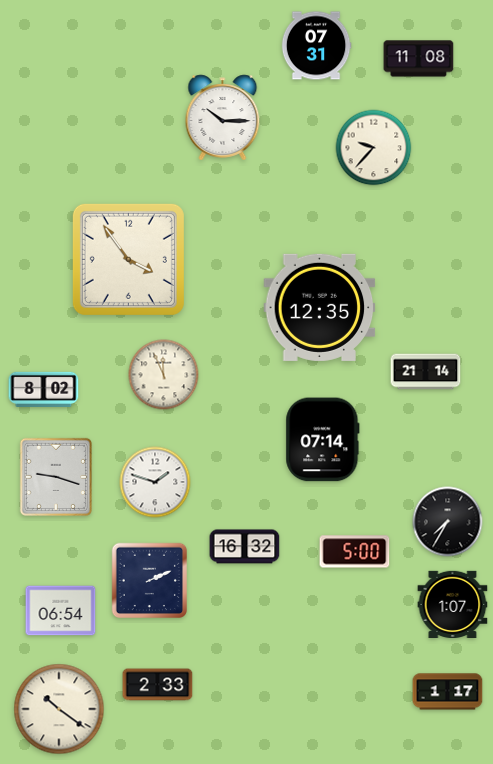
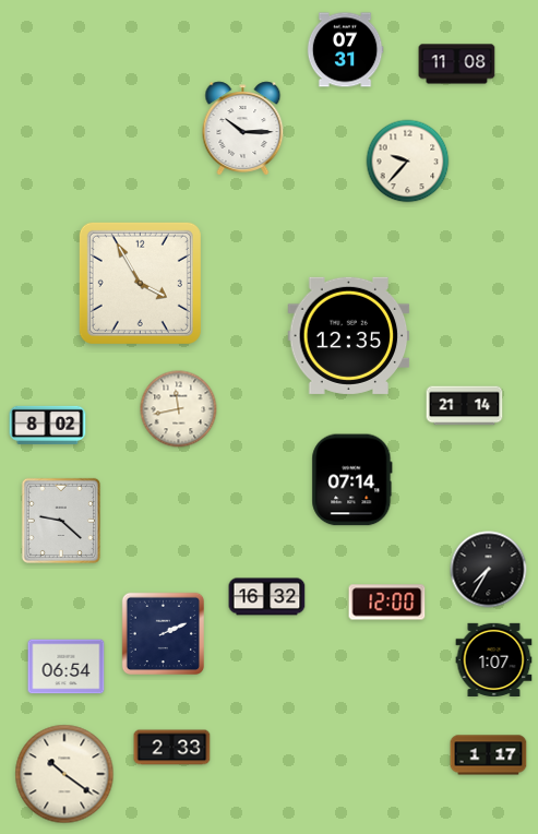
clock at (128, 259): 3:54 -> 3:55
clock at (164, 375): 11:56 -> 11:43
clock at (56, 477): 9:18 -> 9:22
clock at (155, 482): 1:48 -> none
clock at (355, 552): 5:00 -> 12:00
